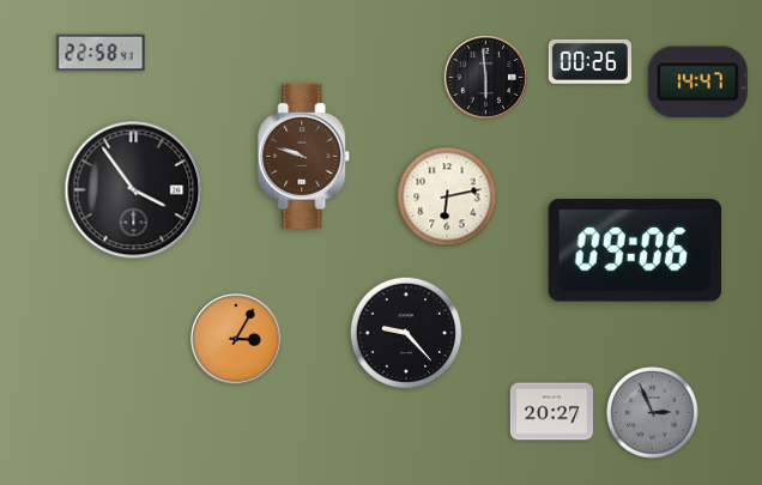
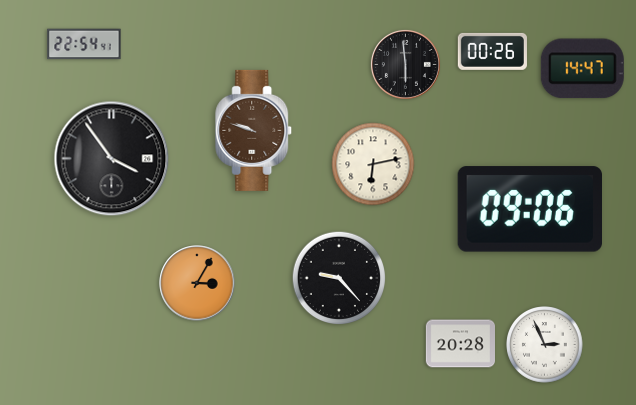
clock at (101, 53): 22:58 -> 22:54
clock at (551, 412): 20:27 -> 20:28
clock at (653, 413) dial: grey -> white
